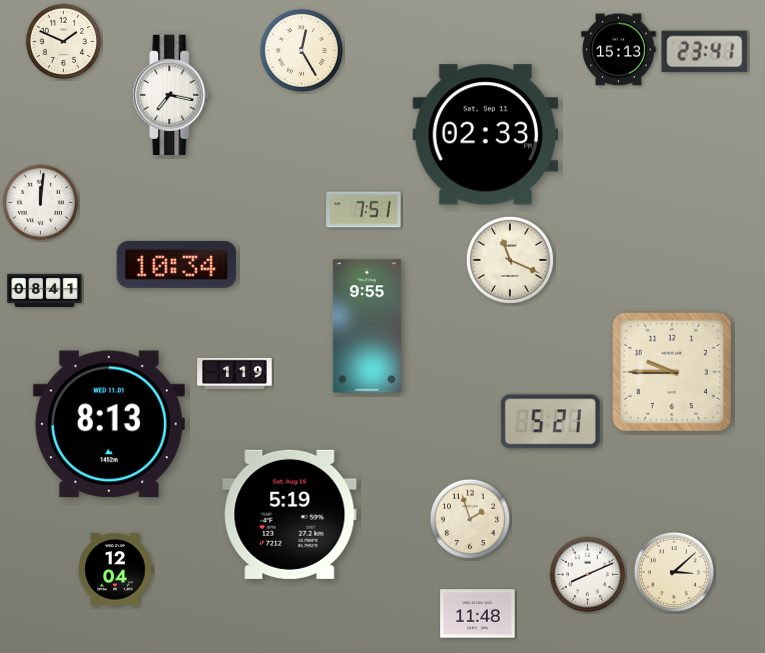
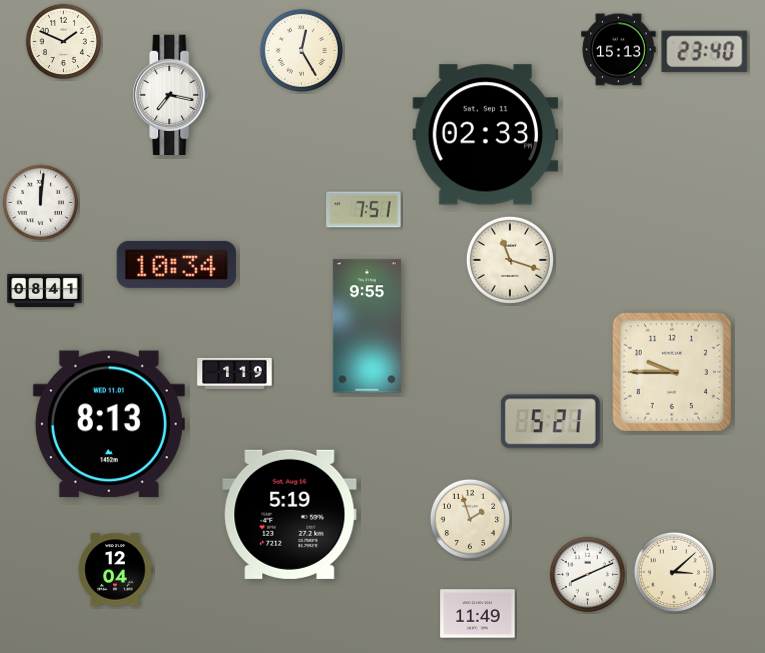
clock at (705, 52): 23:41 -> 23:40
clock at (510, 260): 11:19 -> 11:18
clock at (478, 614): 11:48 -> 11:49
